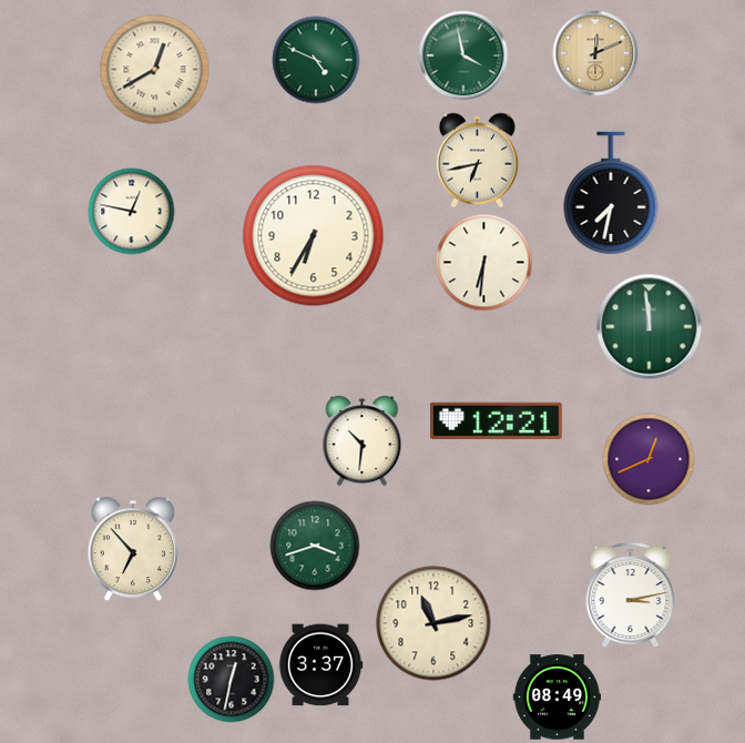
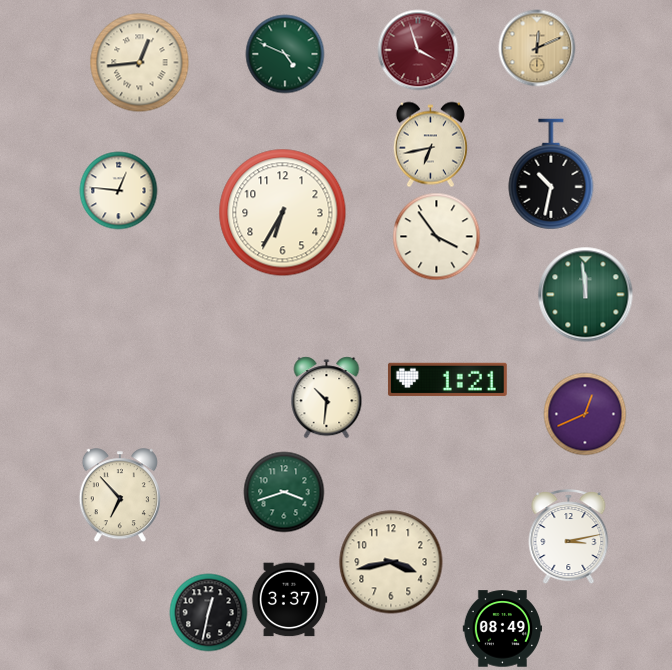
clock at (463, 55): 3:58 -> 3:57
clock at (463, 55) dial: green -> burgundy
clock at (155, 70): 12:40 -> 12:44
clock at (611, 193): 7:32 -> 10:32
clock at (132, 212): 12:47 -> 12:46
clock at (484, 263): 6:31 -> 3:54
clock at (496, 420): 12:21 -> 1:21
clock at (433, 623): 11:13 -> 3:43
